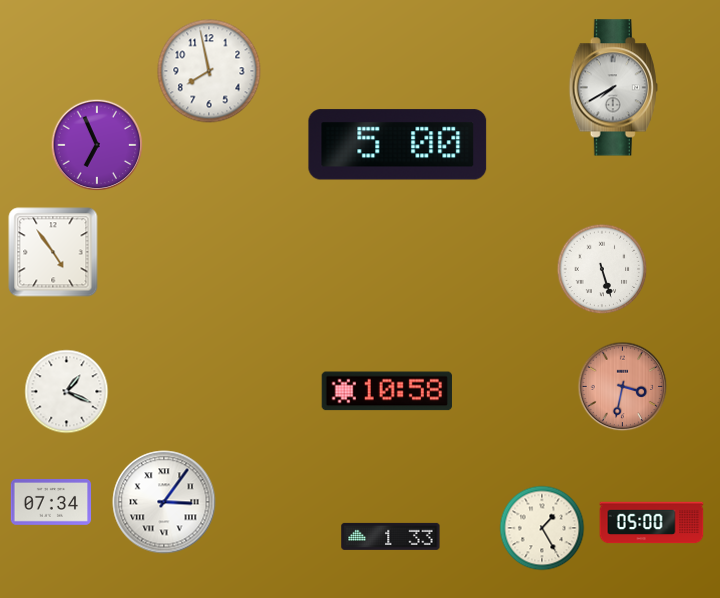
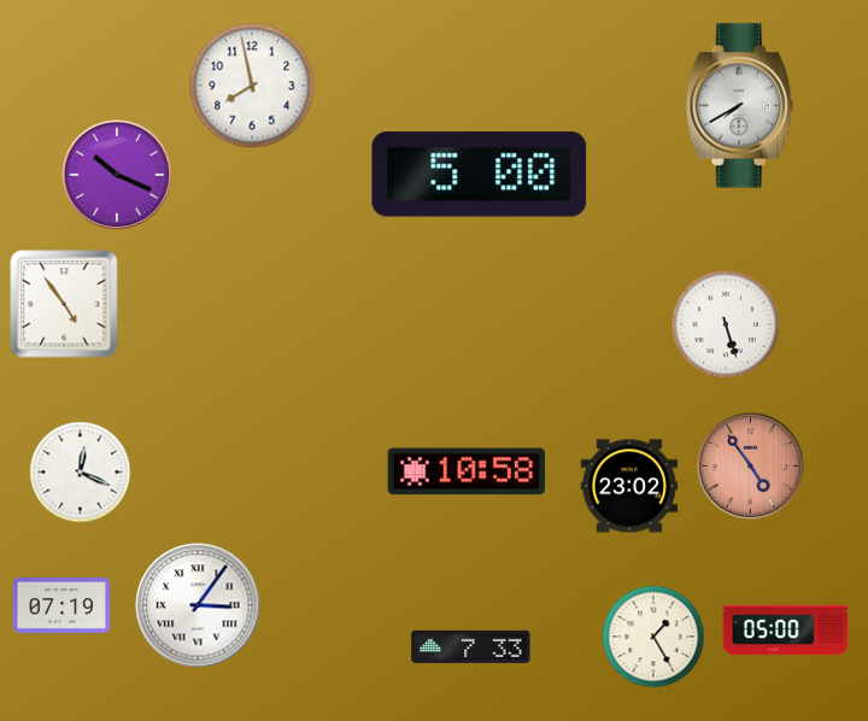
clock at (97, 145): 6:56 -> 10:19
clock at (623, 387): 3:32 -> 4:54
clock at (67, 392): 1:19 -> 12:19
clock at (629, 486): none -> 23:02
clock at (51, 502): 07:34 -> 07:19
clock at (391, 536): 1:33 -> 7:33
